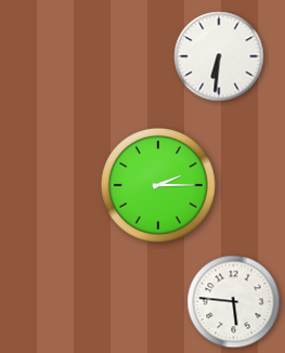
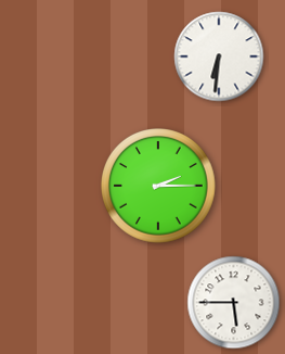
clock at (234, 302): 5:46 -> 5:45
